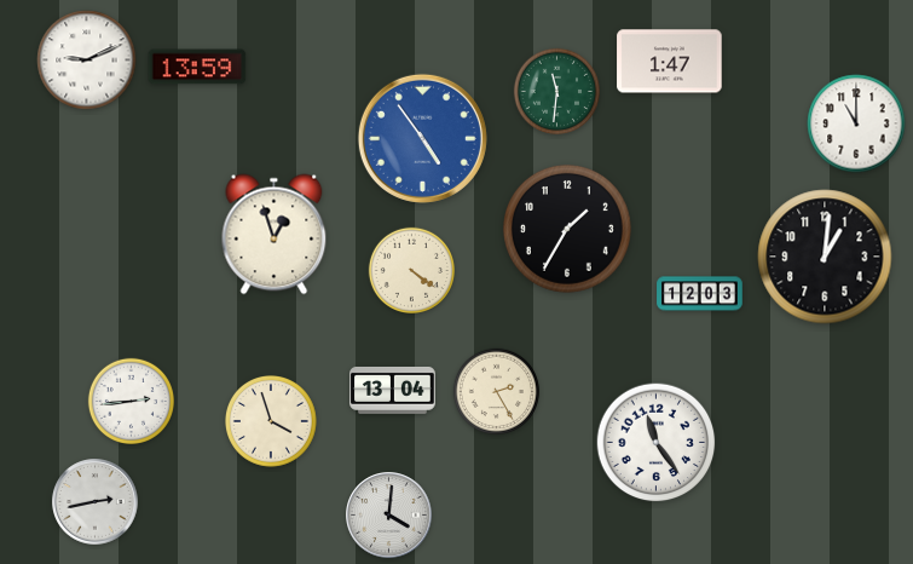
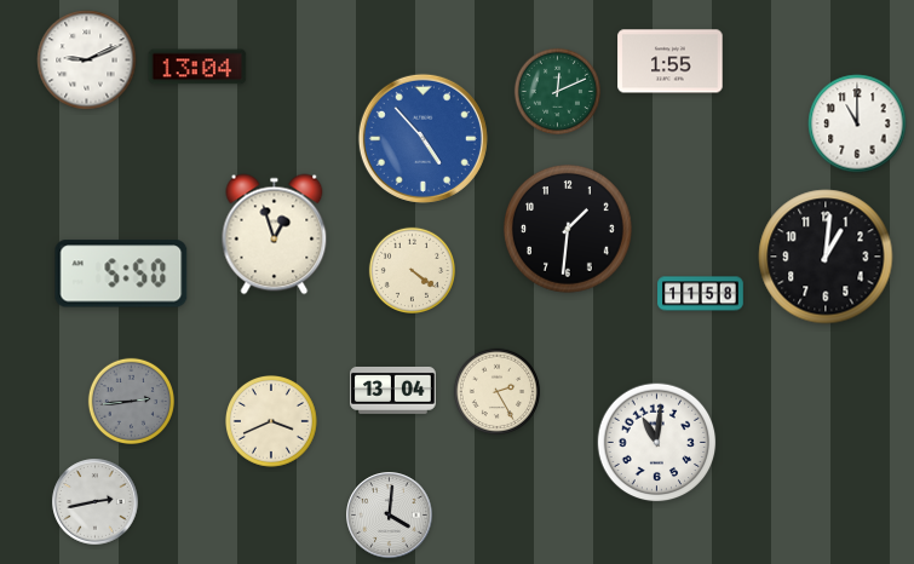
clock at (670, 62): 1:47 -> 1:55
clock at (197, 67): 13:59 -> 13:04
clock at (556, 91): 11:31 -> 12:11
clock at (422, 138): 4:54 -> 4:53
clock at (568, 230): 1:35 -> 1:31
clock at (121, 274): none -> 5:50
clock at (700, 294): 12:03 -> 11:58
clock at (131, 401) dial: white -> grey
clock at (272, 422): 3:57 -> 3:41
clock at (657, 443): 11:24 -> 11:01
